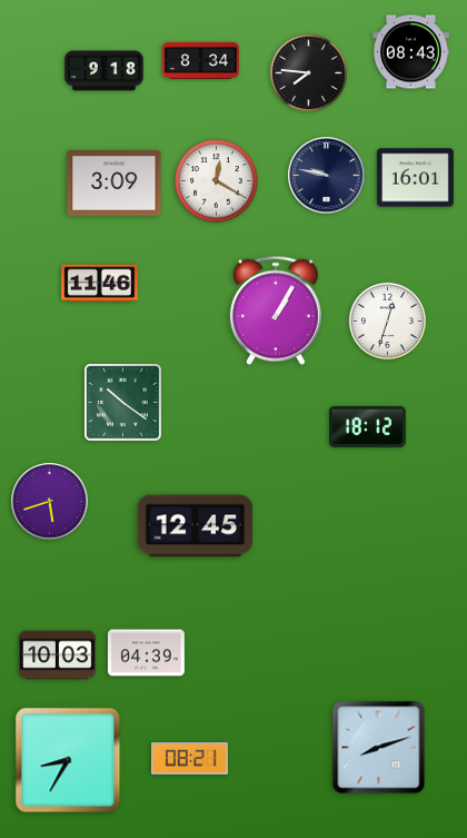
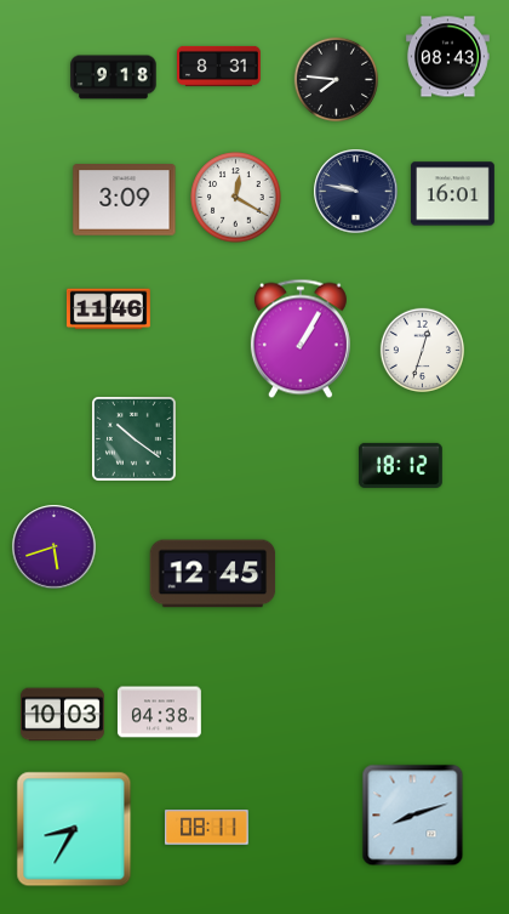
clock at (201, 60): 8:34 -> 8:31
clock at (146, 653): 04:39 -> 04:38
clock at (189, 759): 08:21 -> 08:11
